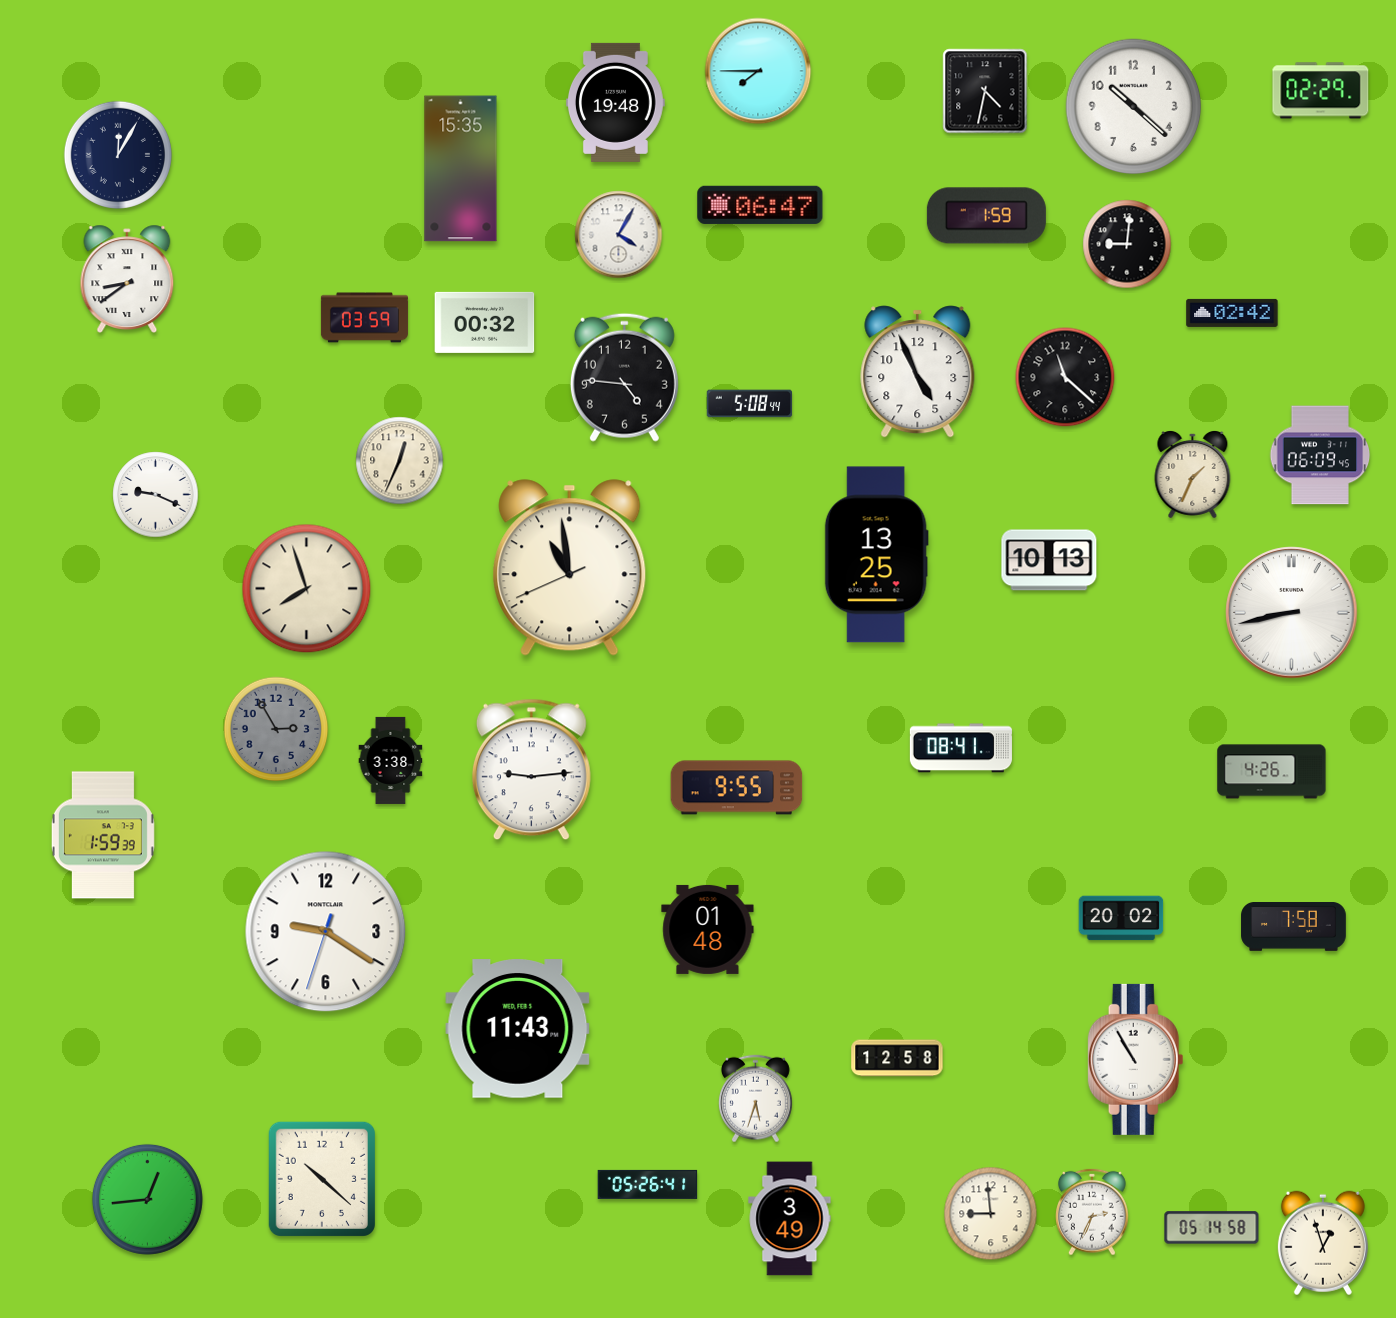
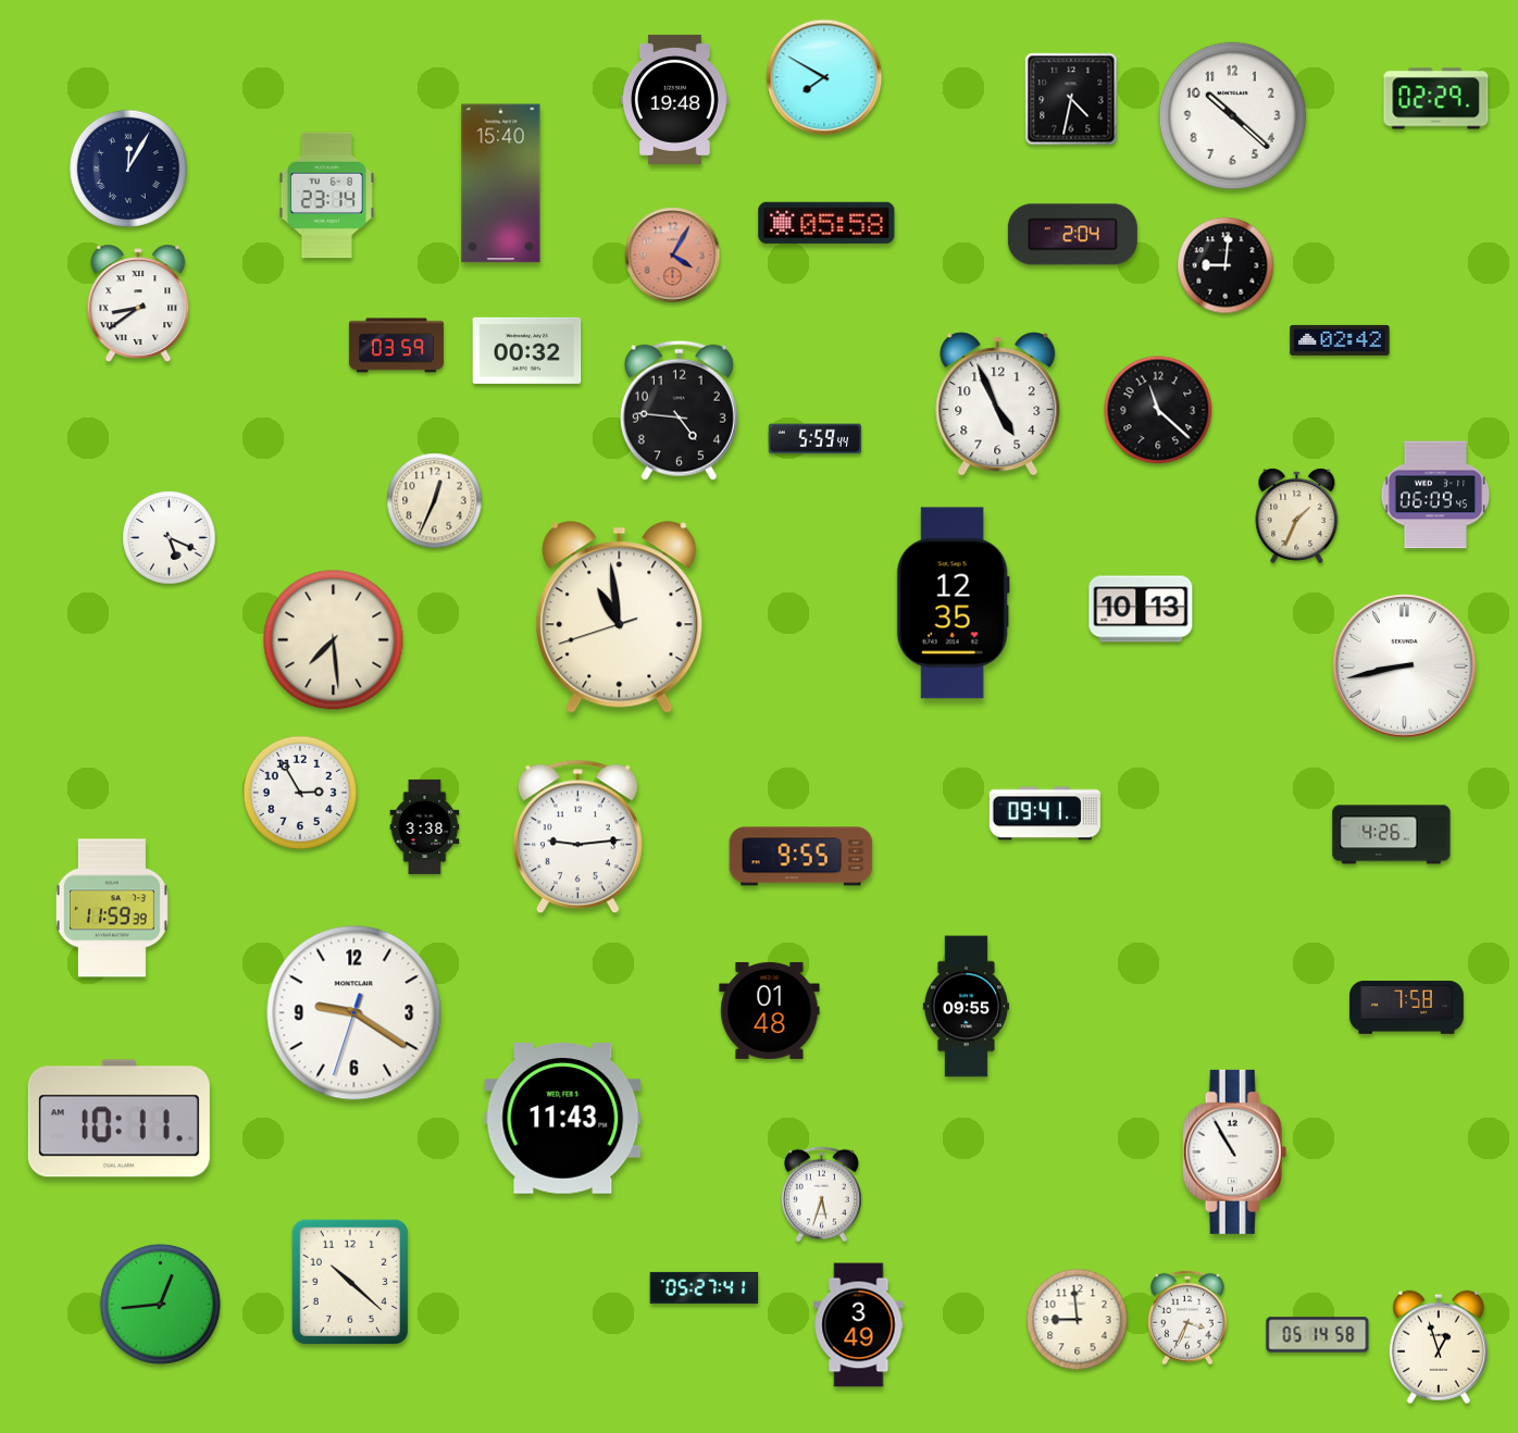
clock at (758, 71): 7:45 -> 7:50
clock at (616, 102) position: (616, 102) -> (675, 99)
clock at (461, 169): 15:35 -> 15:40
clock at (326, 196): none -> 23:14
clock at (760, 205): 06:47 -> 05:58
clock at (986, 216): 1:59 -> 2:04
clock at (619, 235) dial: white -> salmon
clock at (750, 404): 5:08 -> 5:59
clock at (156, 495): 9:19 -> 5:19
clock at (876, 555): 13:25 -> 12:35
clock at (570, 568): 10:58:41 -> 10:58:42
clock at (307, 589): 7:57 -> 7:29
clock at (276, 729) dial: grey -> white
clock at (961, 748): 08:41 -> 09:41
clock at (1272, 772) position: (1272, 772) -> (1392, 835)
clock at (103, 835): 1:59 -> 11:59
clock at (1121, 918): 20:02 -> none
clock at (966, 1007): none -> 09:55
clock at (119, 1119): none -> 10:11
clock at (897, 1058): 12:58 -> none
clock at (648, 1184): 05:26 -> 05:27
clock at (1093, 1212): 2:34 -> 3:34
clock at (1323, 1243) position: (1323, 1243) -> (1439, 1347)
